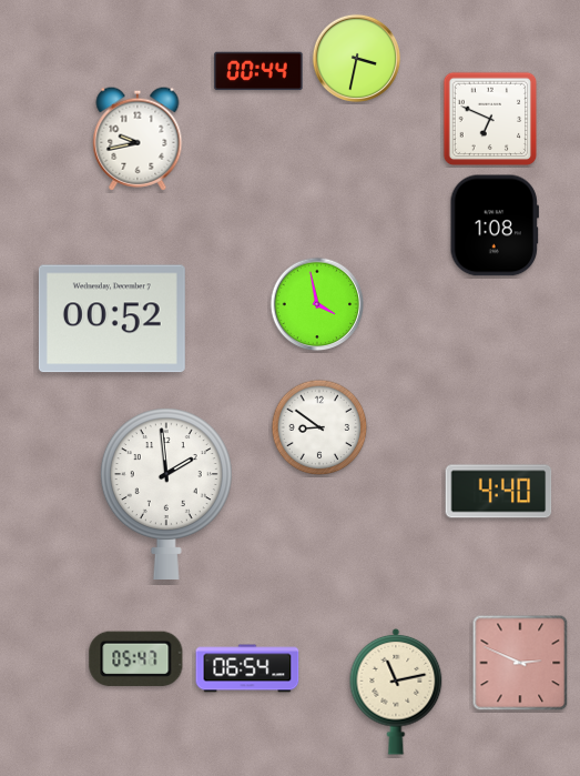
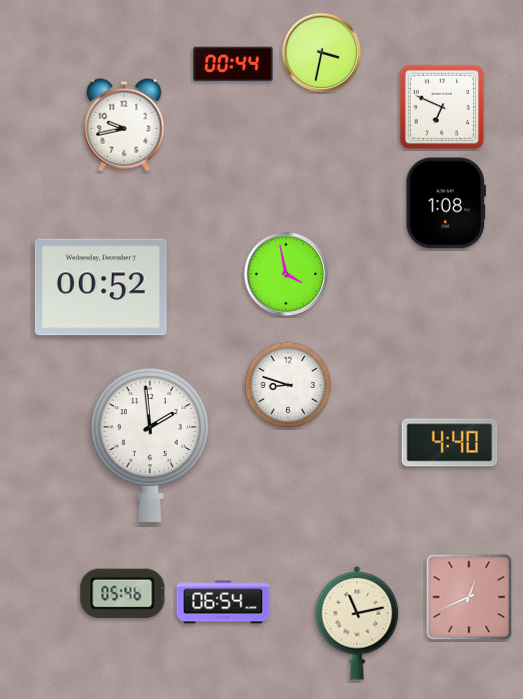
clock at (319, 427): 8:51 -> 8:48
clock at (136, 658): 05:47 -> 05:46
clock at (520, 663): 2:49 -> 12:41
